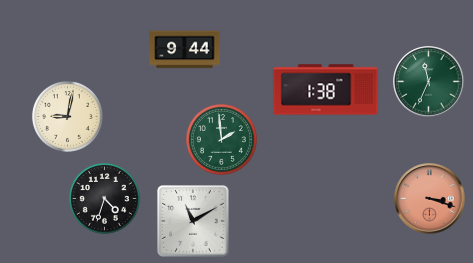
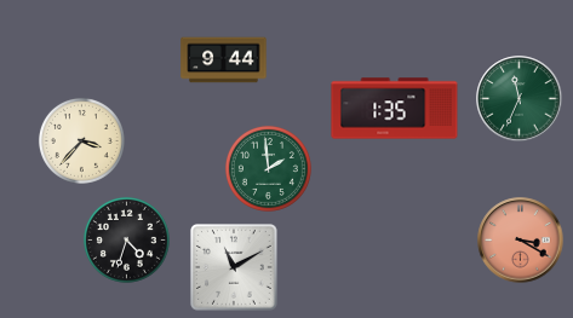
clock at (326, 90): 1:38 -> 1:35
clock at (67, 116): 9:02 -> 3:37
clock at (430, 199): 3:18 -> 3:20
